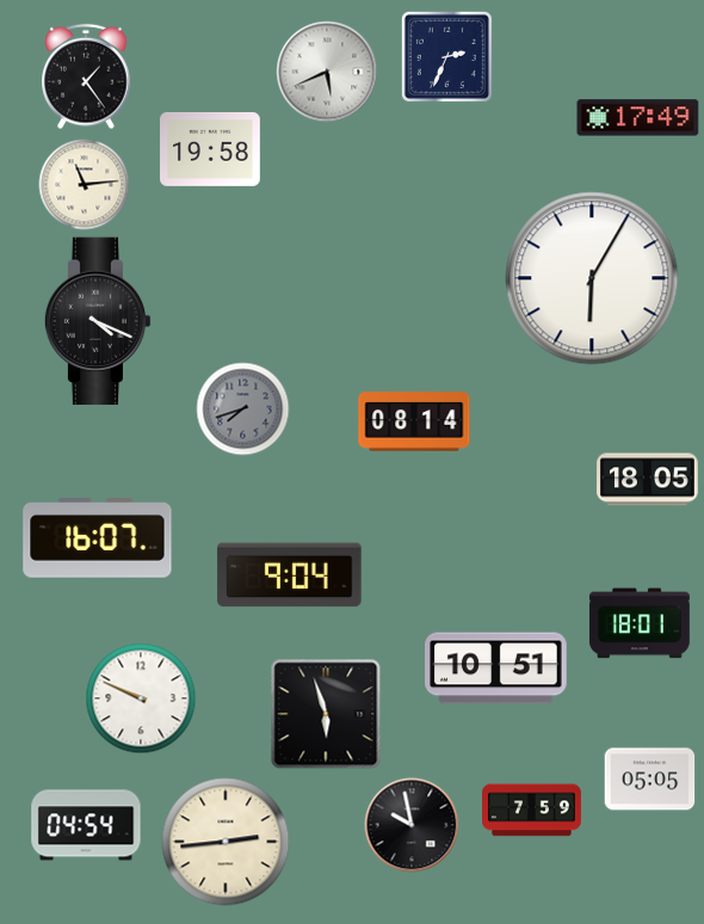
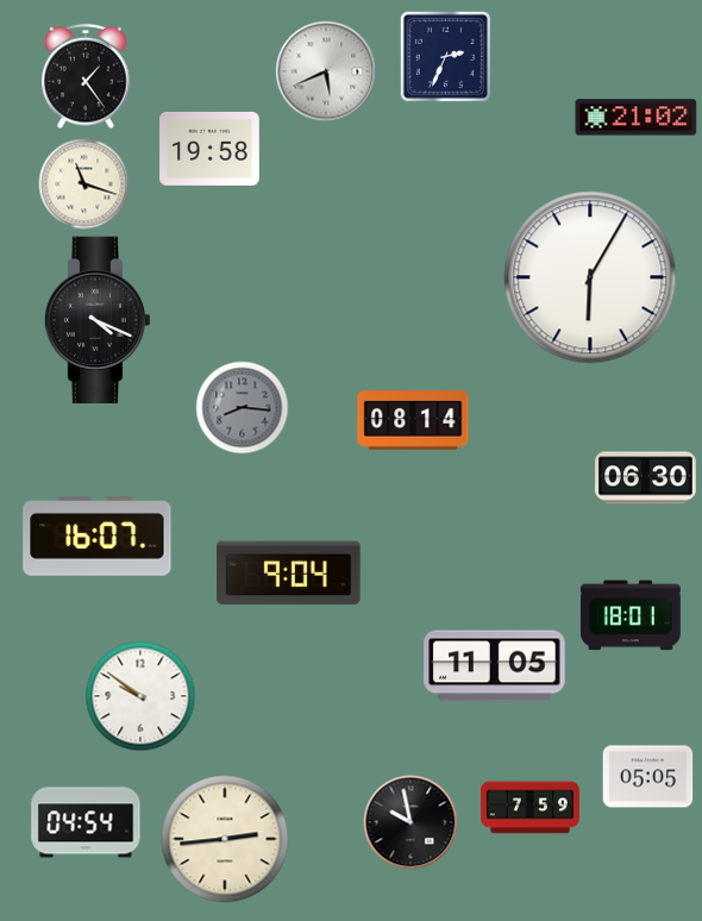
clock at (638, 118): 17:49 -> 21:02
clock at (85, 185): 11:14 -> 11:18
clock at (243, 409): 7:42 -> 8:16
clock at (648, 480): 18:05 -> 06:30
clock at (640, 623) position: (640, 623) -> (631, 615)
clock at (496, 669): 10:51 -> 11:05
clock at (141, 698): 9:49 -> 9:51
clock at (326, 714): 5:57 -> none
